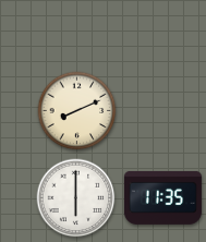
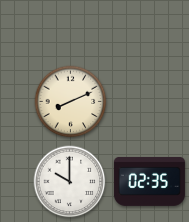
clock at (162, 197): 11:35 -> 02:35
clock at (76, 198): 6:00 -> 10:00
